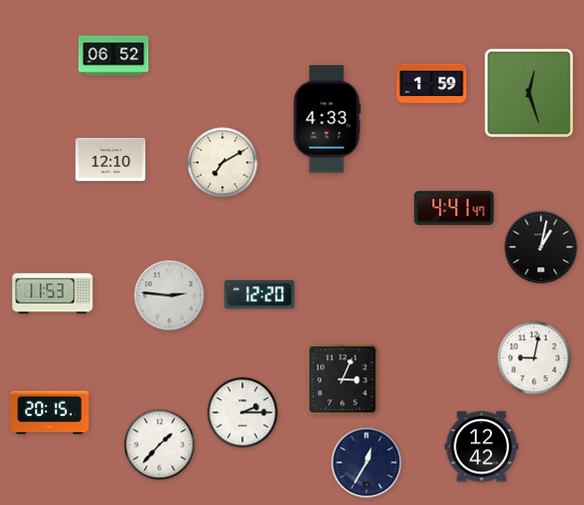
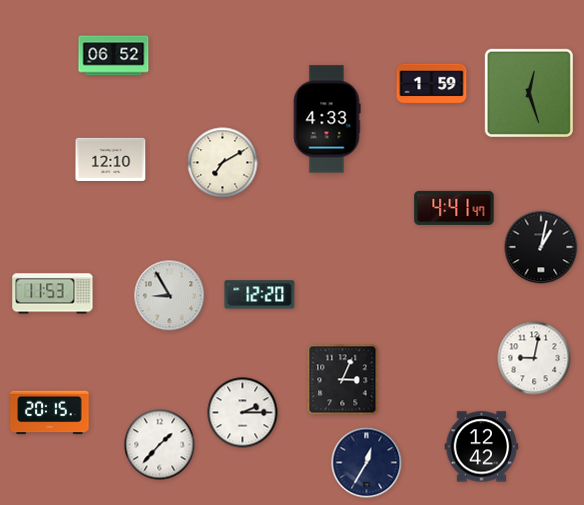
clock at (170, 296): 2:46 -> 8:55
